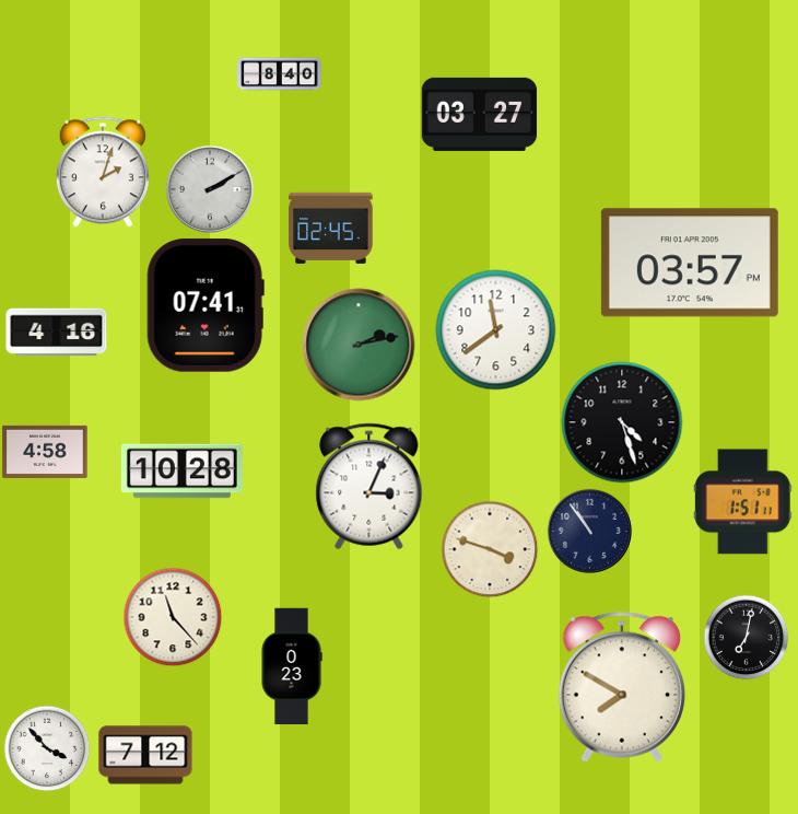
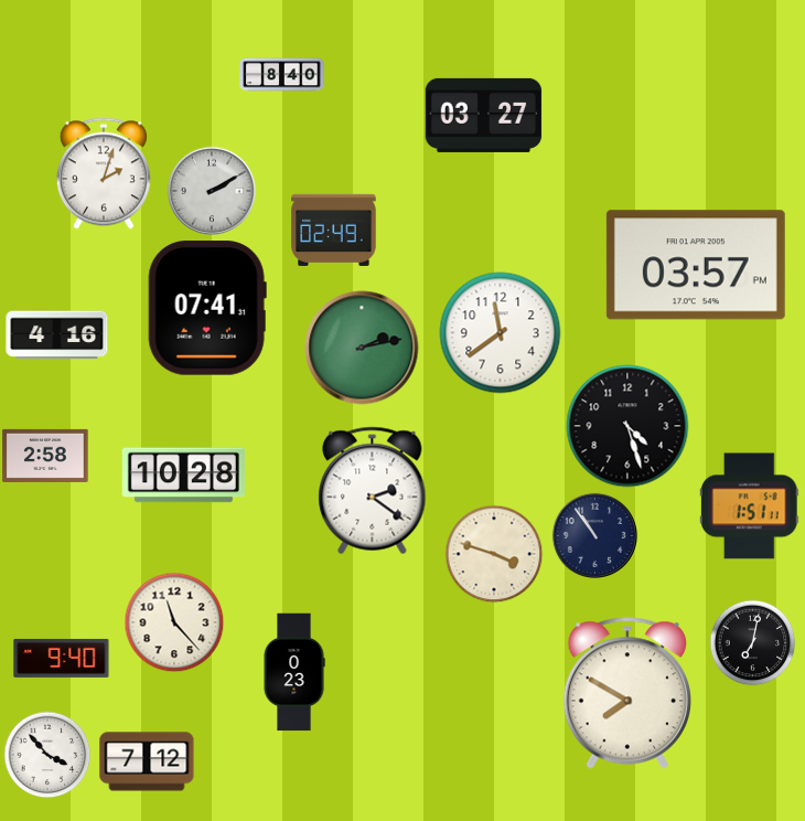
clock at (331, 228): 02:45 -> 02:49
clock at (45, 452): 4:58 -> 2:58
clock at (369, 487): 3:04 -> 2:21
clock at (62, 658): none -> 9:40
